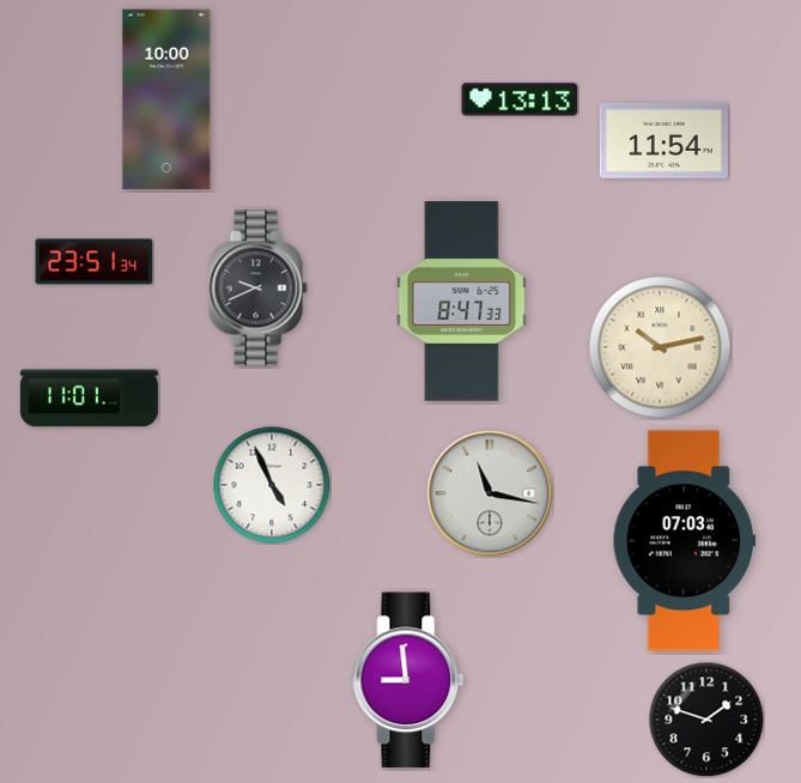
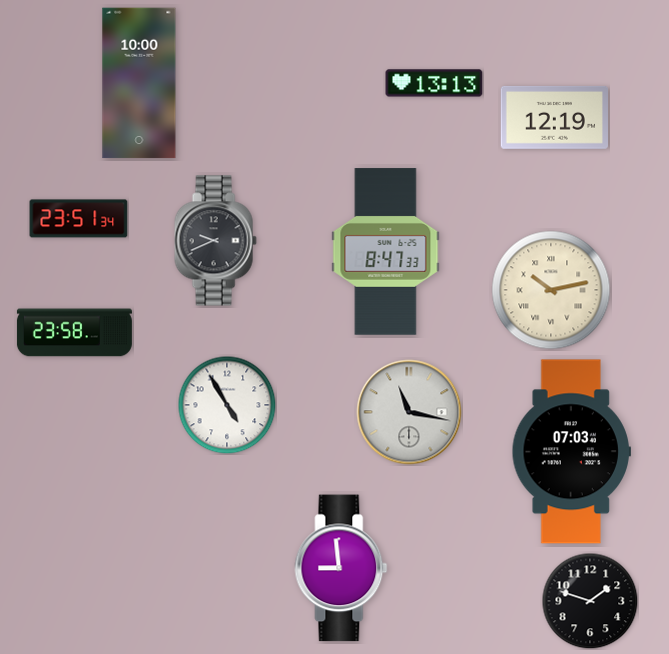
clock at (663, 140): 11:54 -> 12:19
clock at (89, 399): 11:01 -> 23:58
clock at (272, 485): 4:56 -> 4:55
